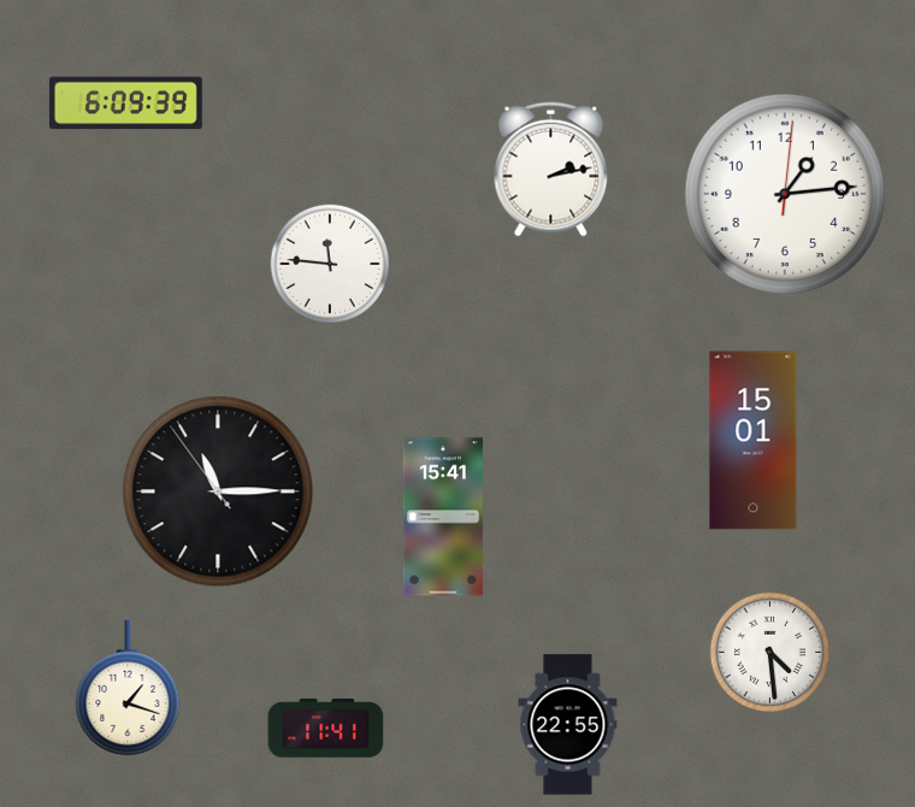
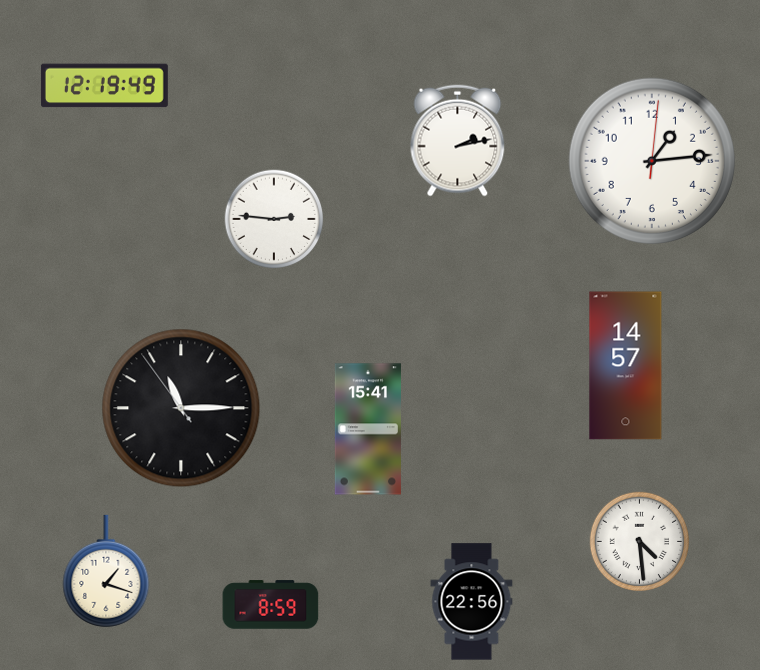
clock at (125, 104): 6:09 -> 12:19
clock at (330, 264): 11:46 -> 2:46
clock at (754, 441): 15:01 -> 14:57
clock at (568, 725): 22:55 -> 22:56
clock at (326, 729): 11:41 -> 8:59
